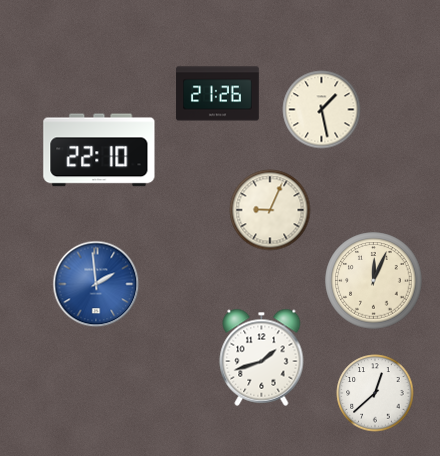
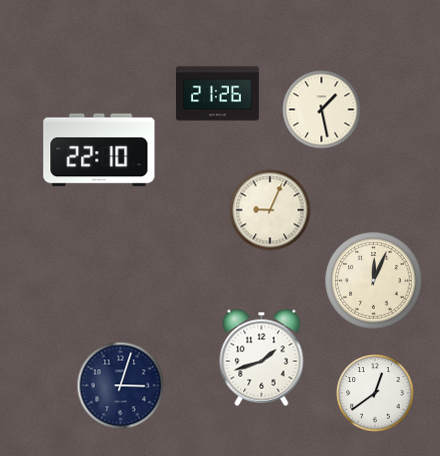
clock at (96, 284): 1:59 -> none
clock at (121, 386): none -> 3:03
clock at (375, 393): 12:38 -> 12:39
